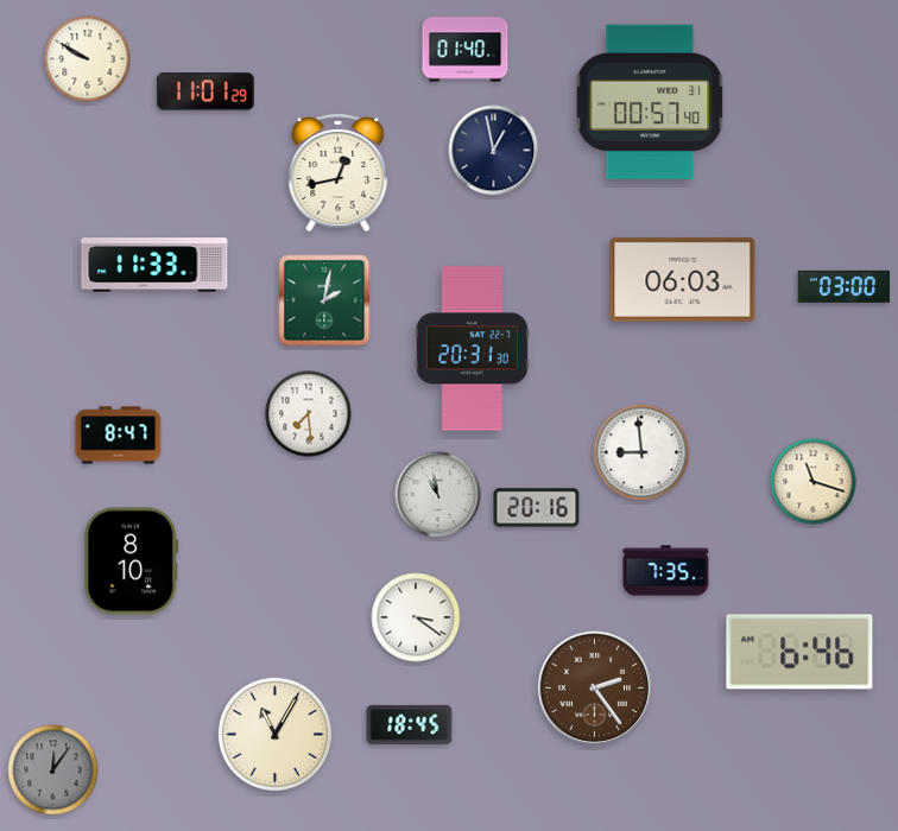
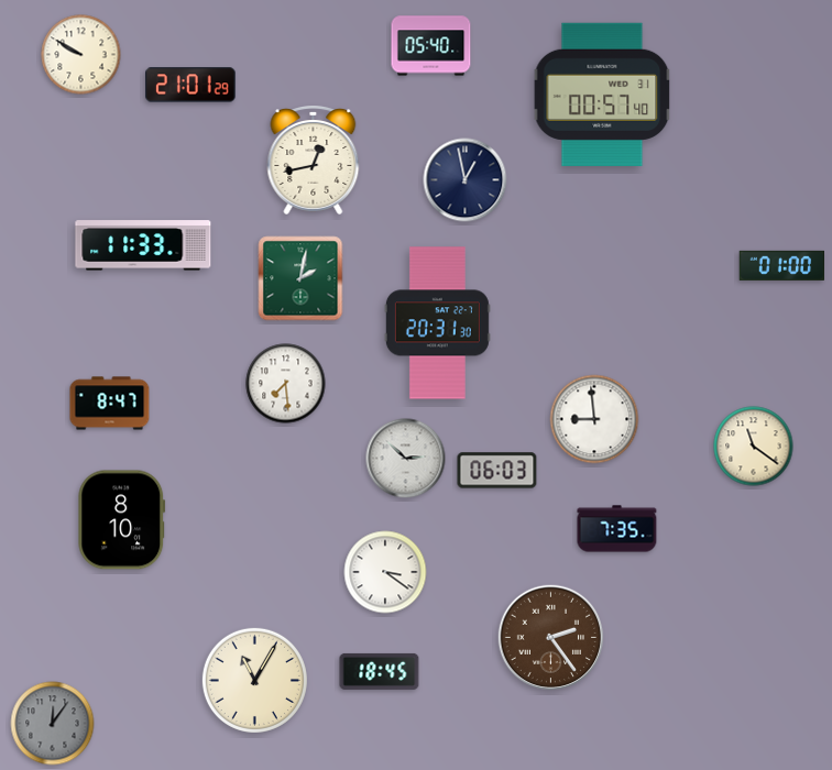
clock at (466, 50): 01:40 -> 05:40
clock at (205, 91): 11:01 -> 21:01
clock at (494, 151) position: (494, 151) -> (466, 180)
clock at (683, 279): 06:03 -> none
clock at (843, 286): 03:00 -> 01:00
clock at (814, 482): 11:18 -> 11:21
clock at (438, 495): 10:58 -> 2:52
clock at (537, 508): 20:16 -> 06:03
clock at (799, 652): 6:46 -> none
clock at (53, 770) position: (53, 770) -> (53, 724)
